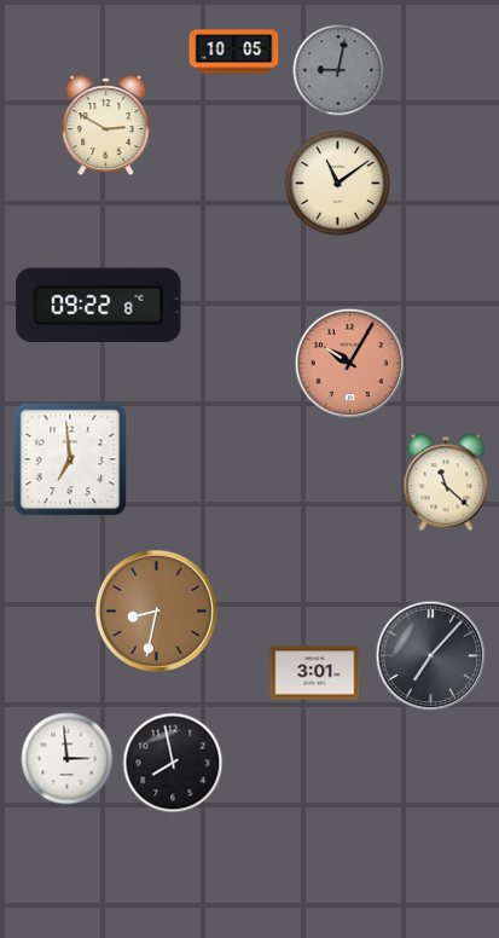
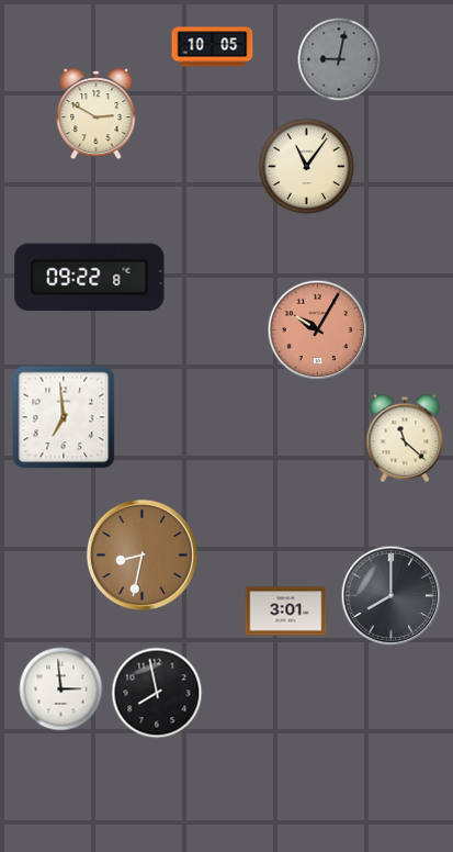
clock at (338, 70) position: (338, 70) -> (339, 59)
clock at (338, 184): 11:09 -> 11:06
clock at (431, 656): 7:07 -> 8:00
